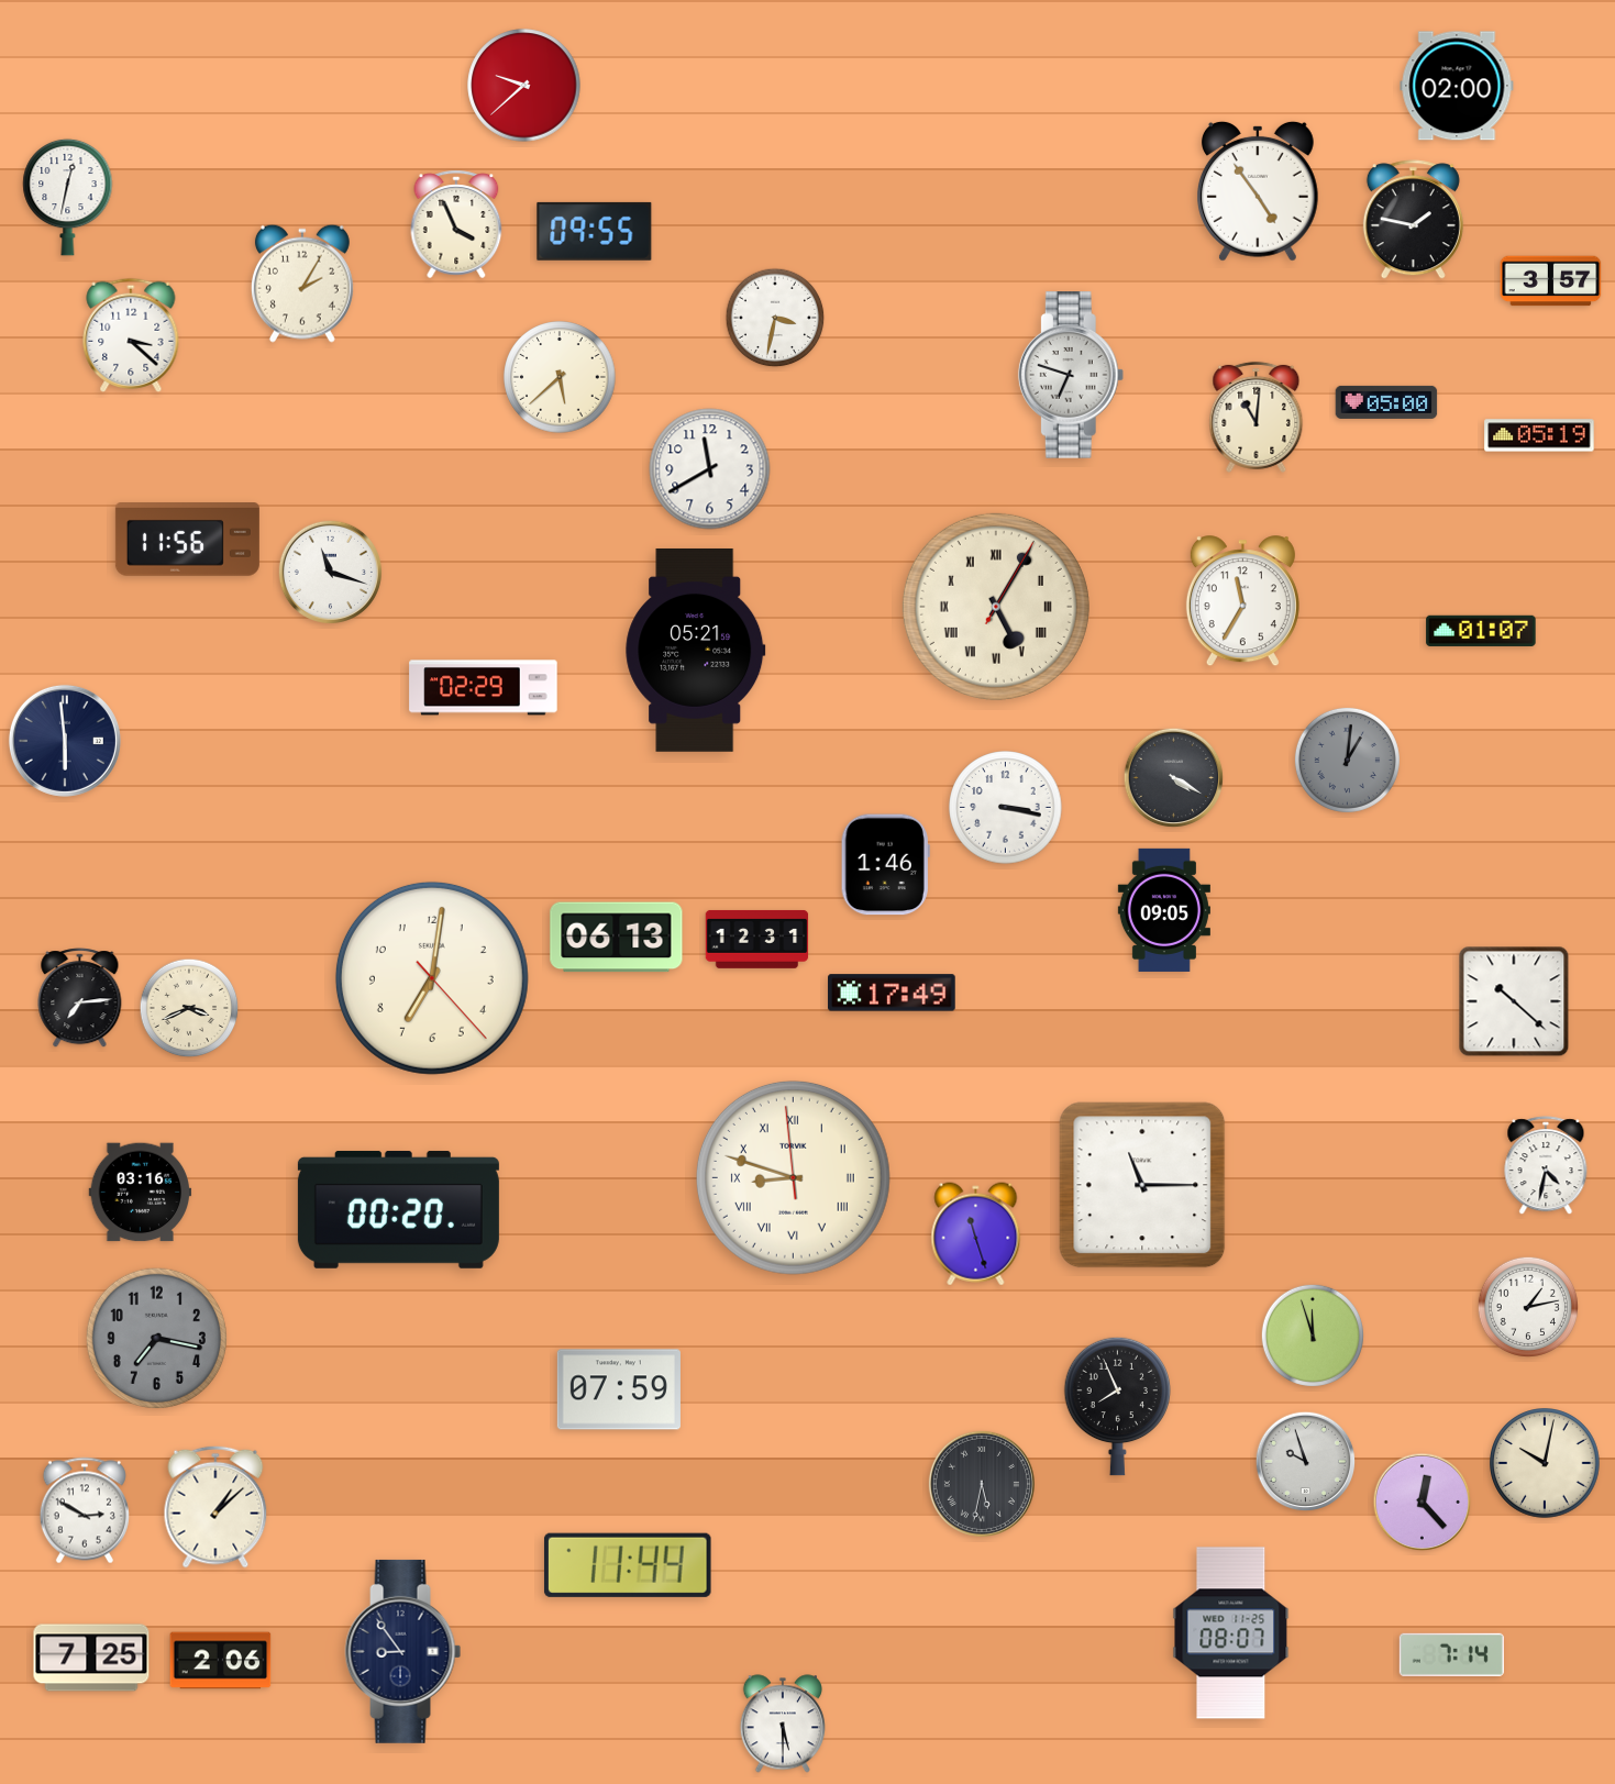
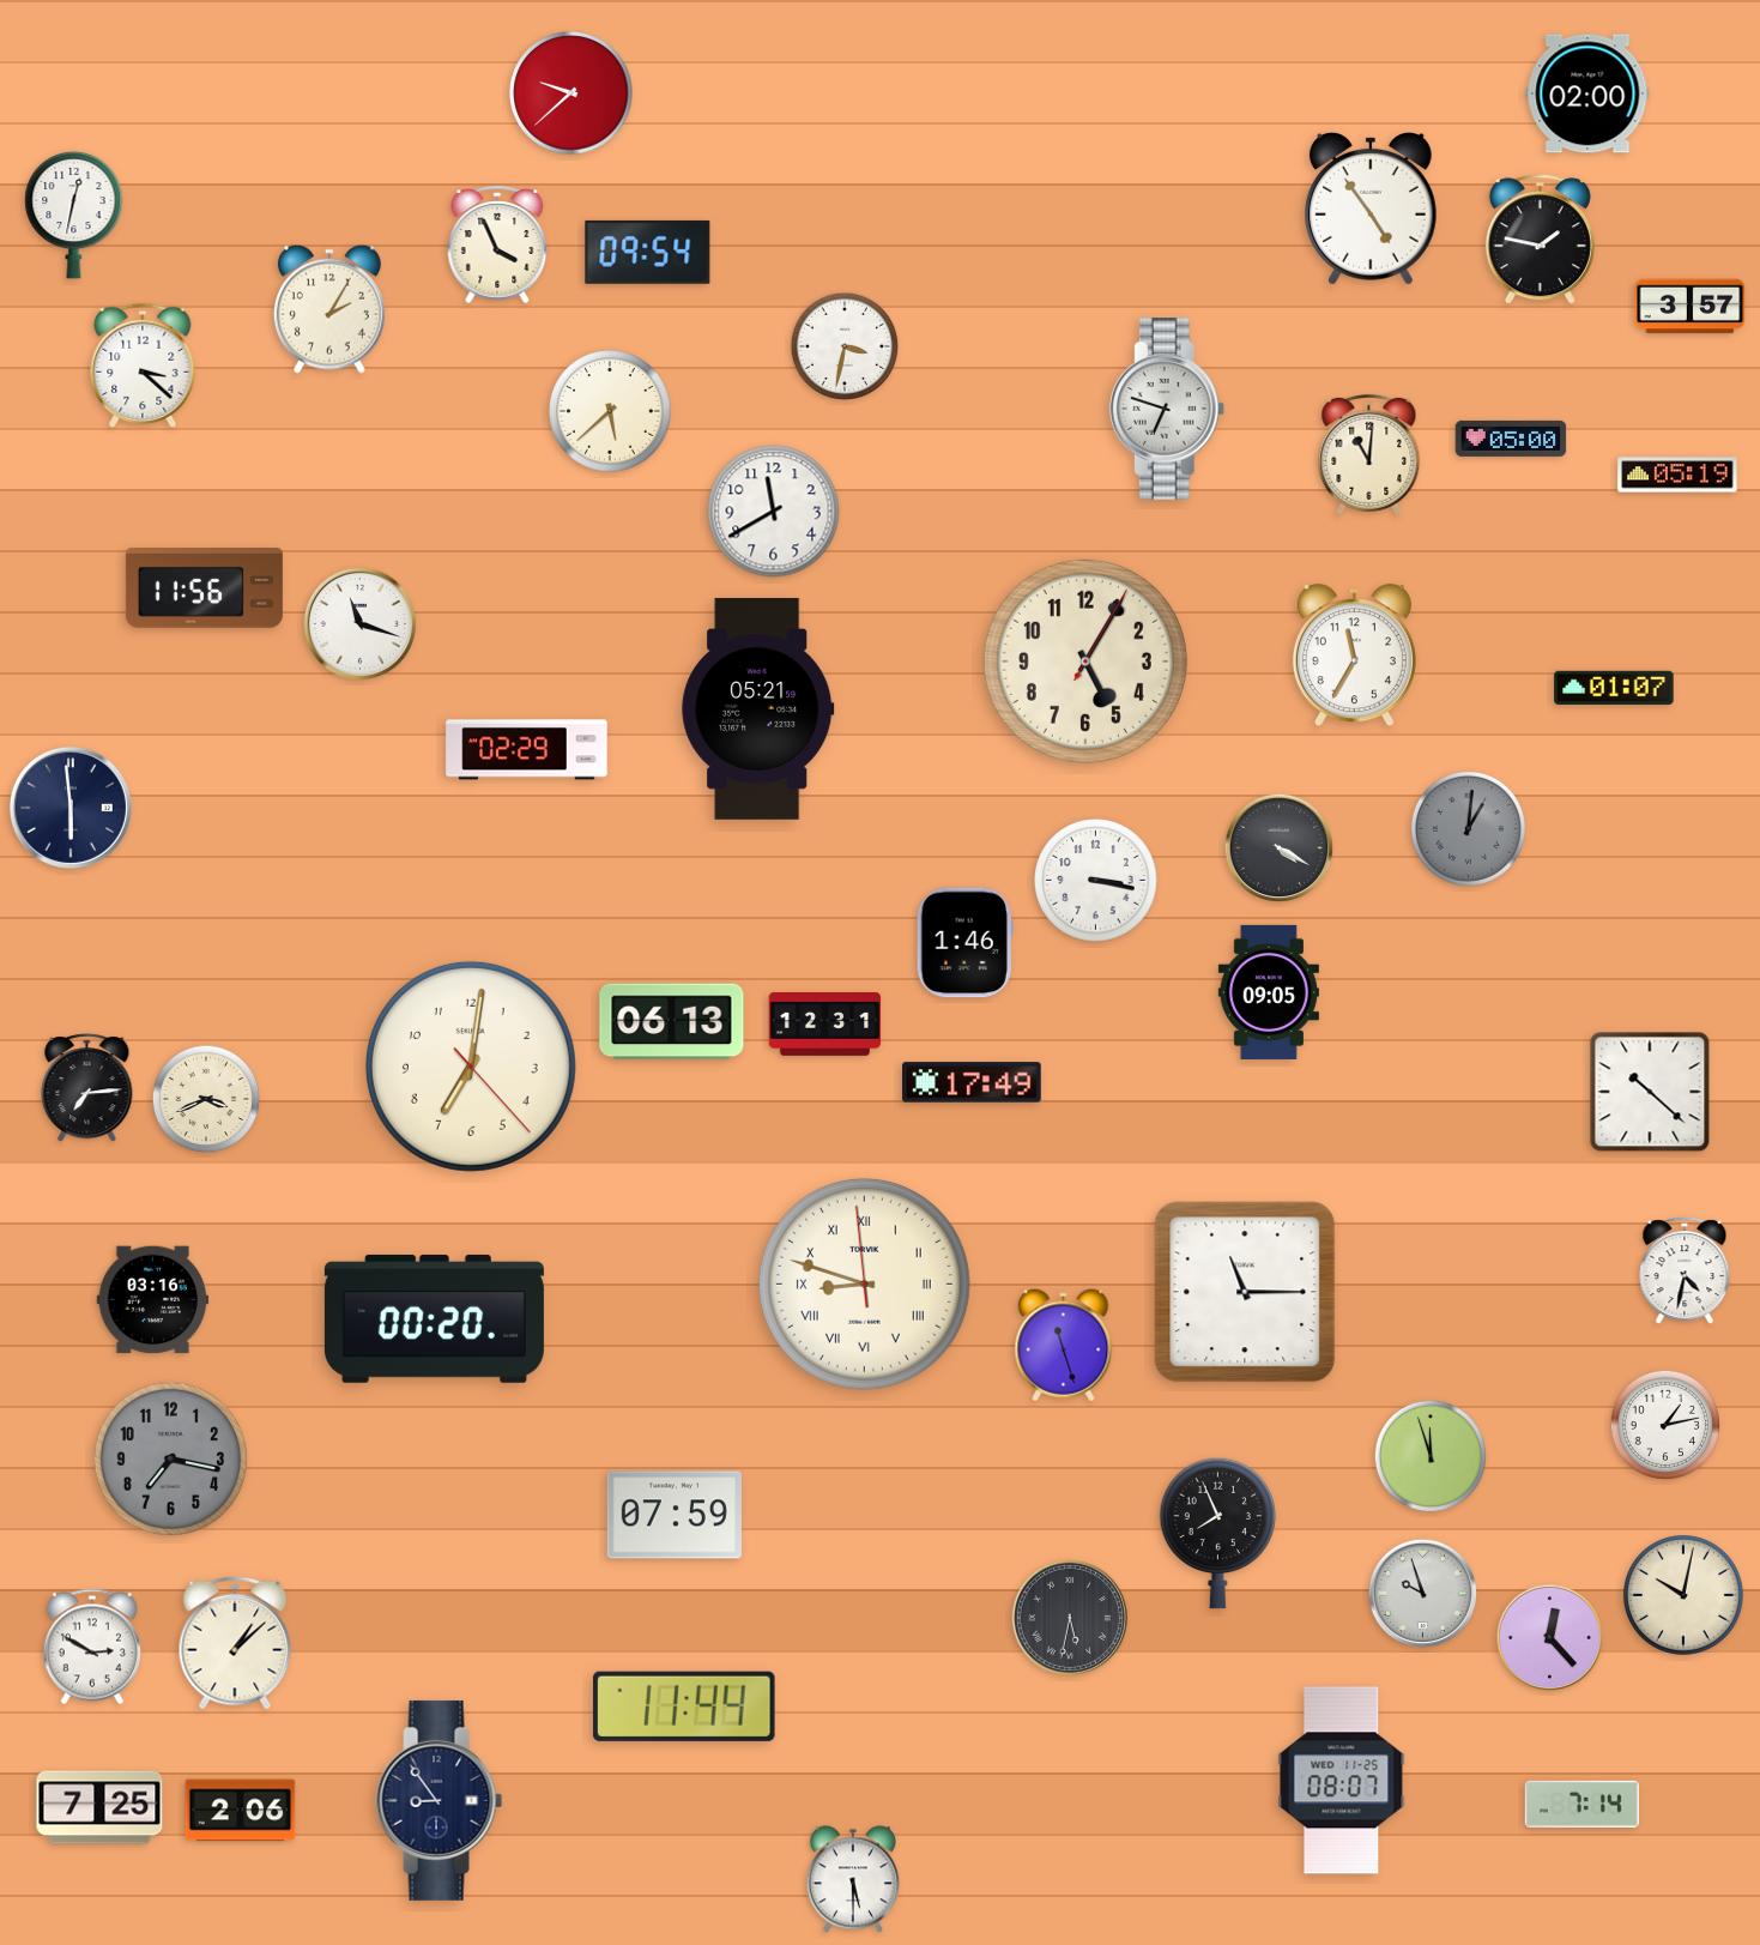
clock at (595, 231): 09:55 -> 09:54
clock at (996, 607) numerals: Roman -> Arabic
